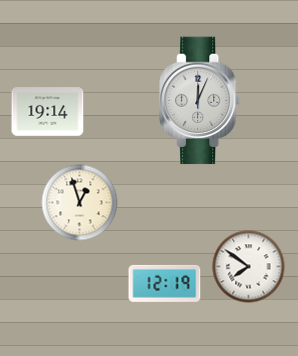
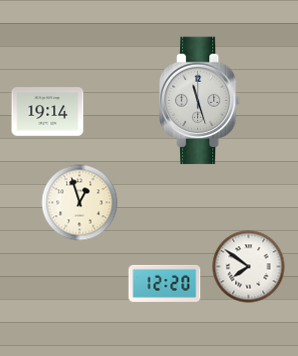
clock at (200, 101): 12:04 -> 11:27
clock at (165, 283): 12:19 -> 12:20
